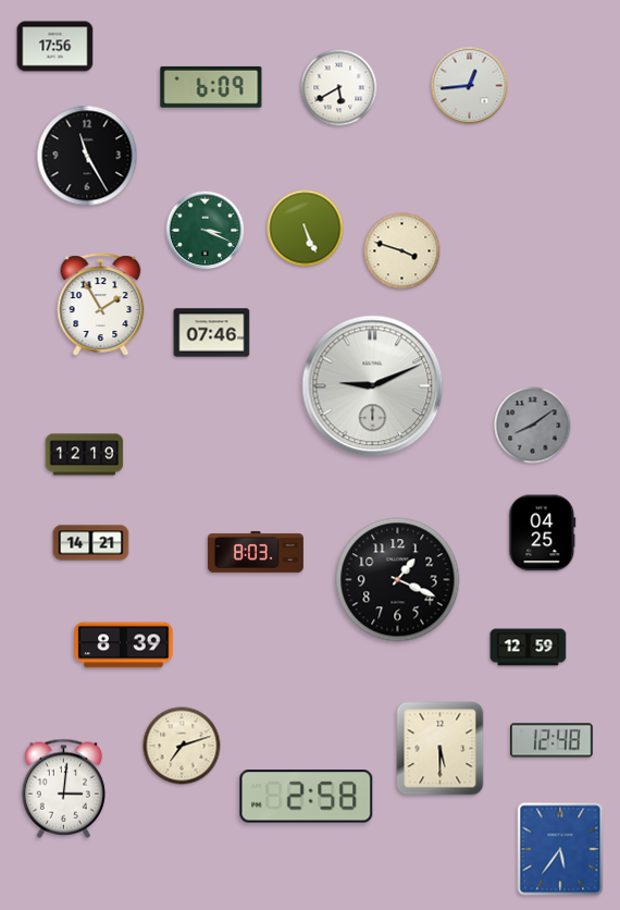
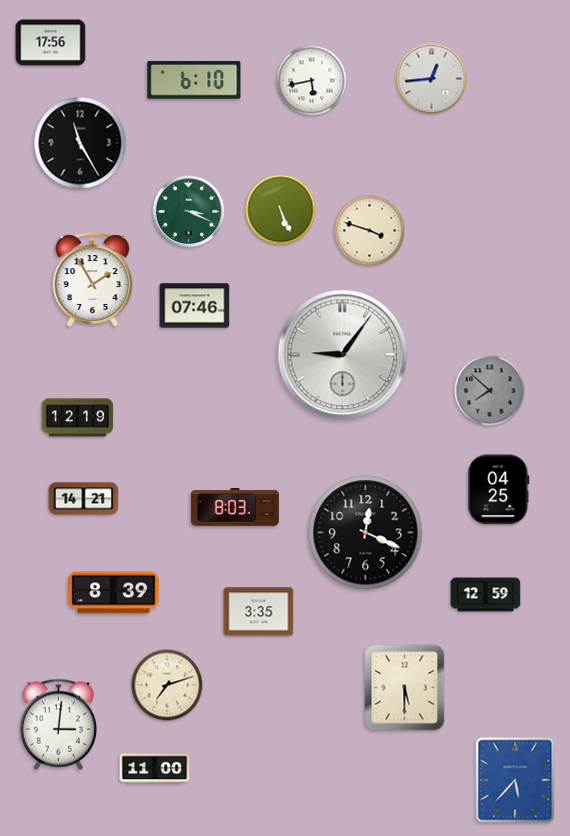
clock at (211, 87): 6:09 -> 6:10
clock at (339, 88): 5:40 -> 5:43
clock at (373, 386): 9:11 -> 9:06
clock at (533, 426): 8:09 -> 7:52
clock at (398, 580): 1:19 -> 12:19
clock at (259, 612): none -> 3:35
clock at (551, 740): 12:48 -> none
clock at (307, 797): 2:58 -> none
clock at (155, 769): none -> 11:00
clock at (560, 849): 5:36 -> 5:37
